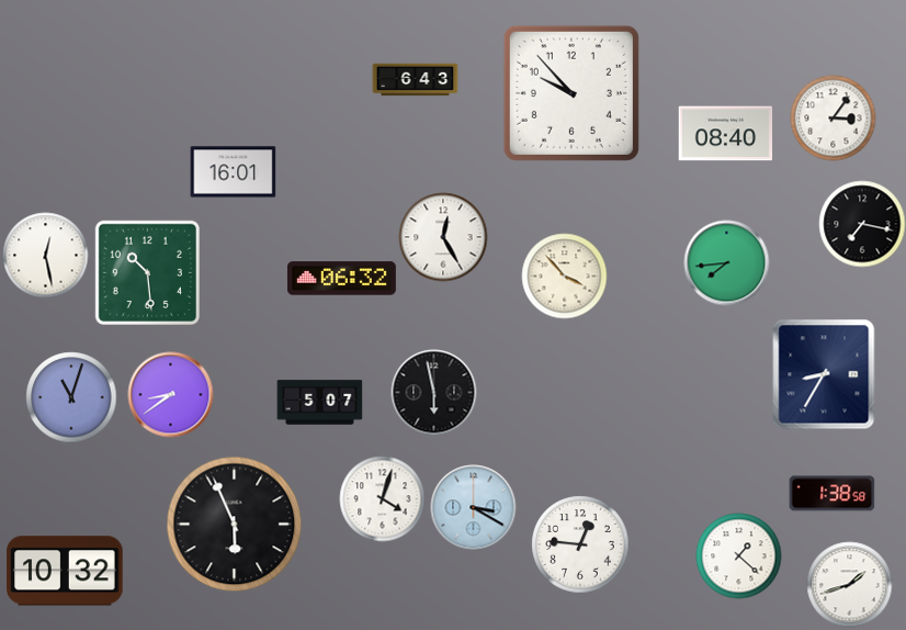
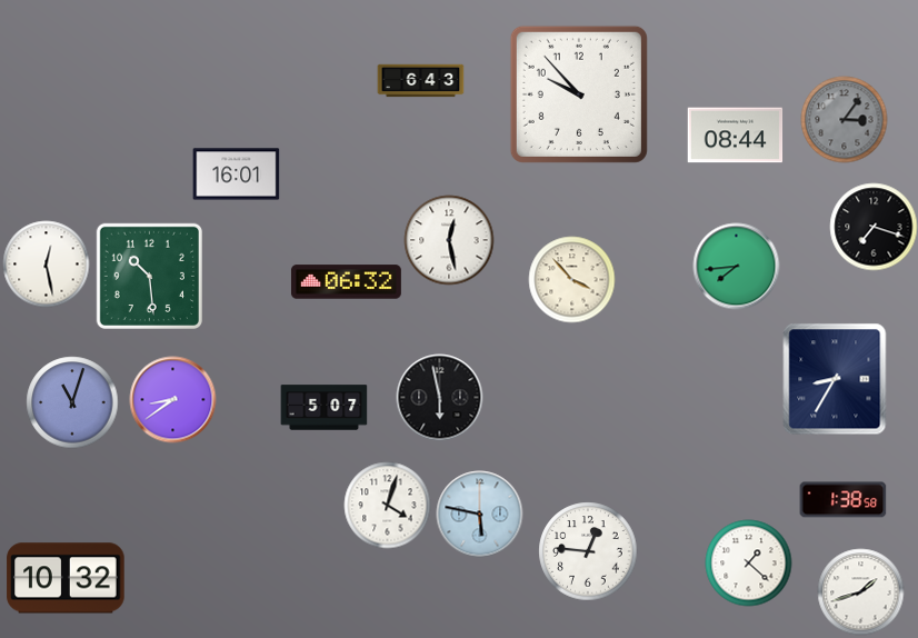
clock at (833, 117) dial: white -> grey
clock at (725, 134): 08:40 -> 08:44
clock at (862, 224): 7:17 -> 7:18
clock at (443, 237): 12:25 -> 12:28
clock at (45, 255) position: (45, 255) -> (46, 263)
clock at (473, 507): 3:20 -> 5:47
clock at (234, 524): 5:56 -> none
